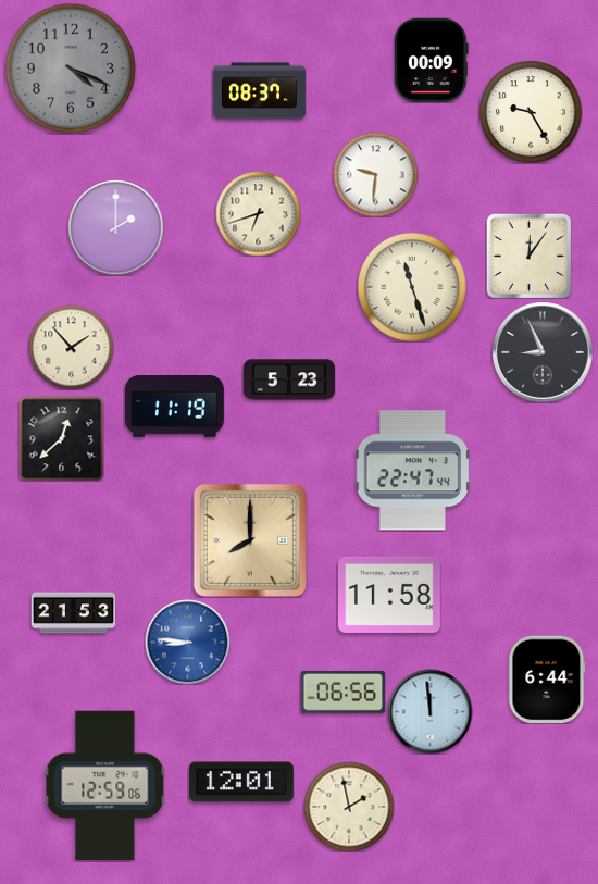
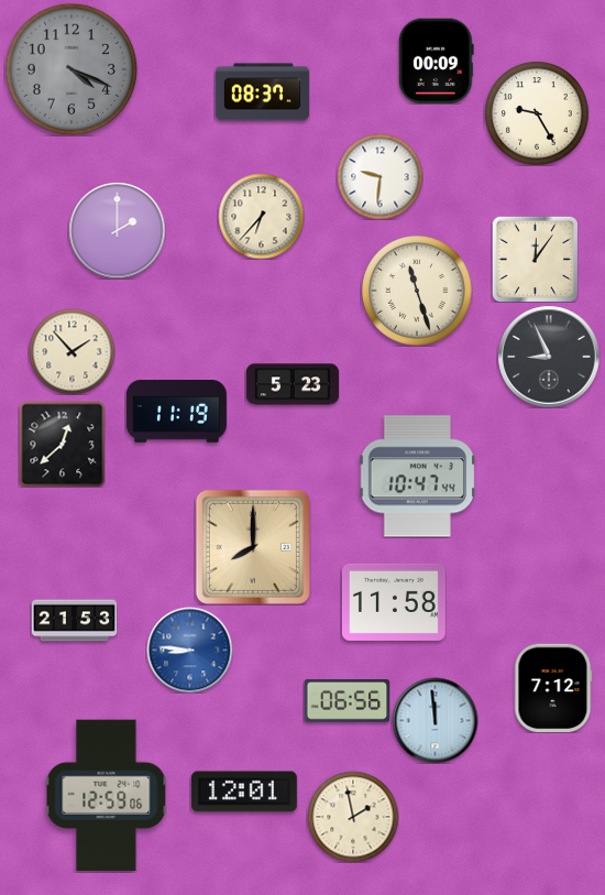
clock at (258, 213): 6:42 -> 6:37
clock at (413, 471): 22:47 -> 10:47
clock at (547, 680): 6:44 -> 7:12
